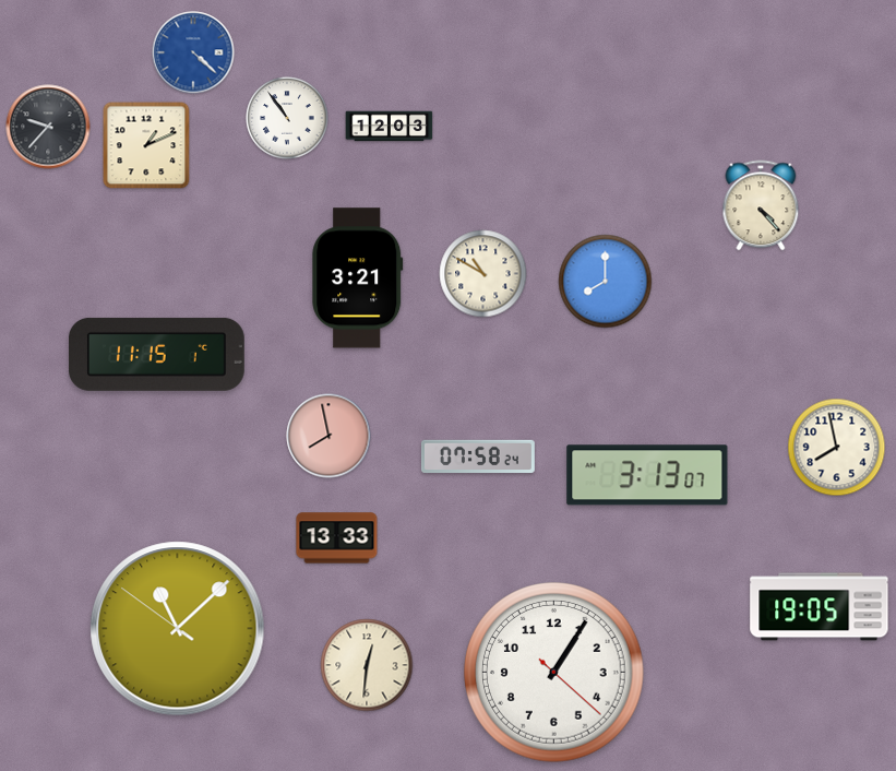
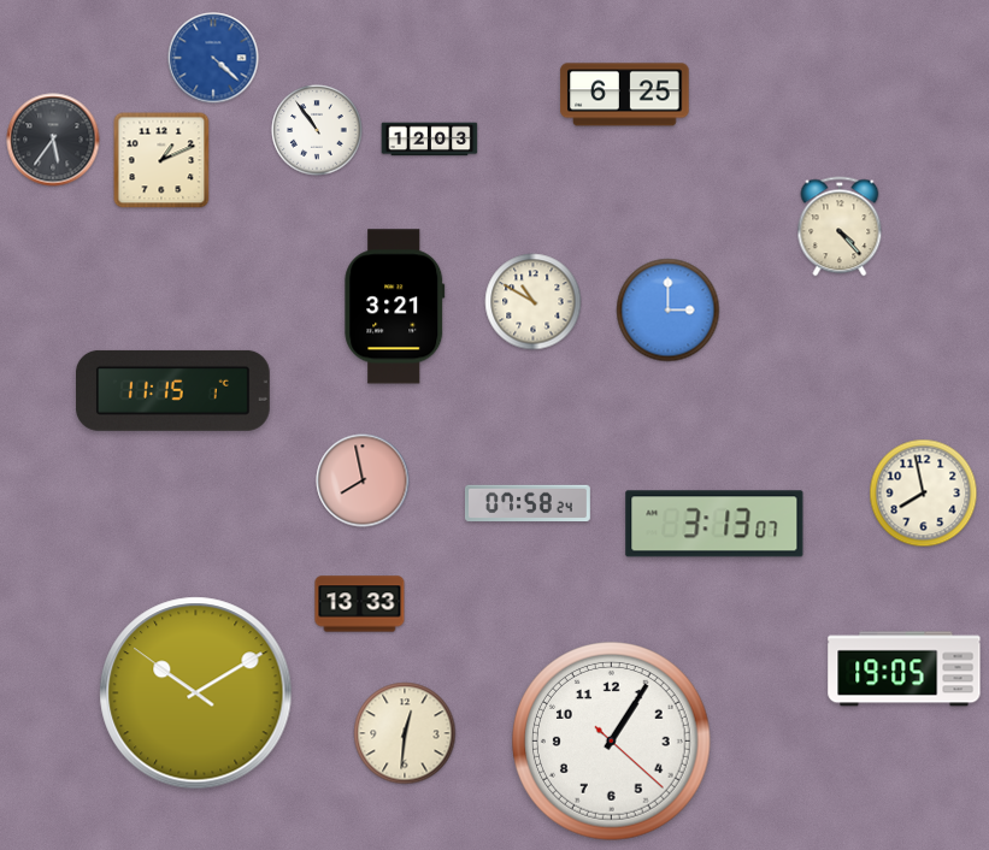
clock at (625, 95): none -> 6:25
clock at (48, 127): 9:37 -> 5:36
clock at (606, 282): 8:00 -> 3:00
clock at (337, 538) position: (337, 538) -> (360, 604)
clock at (178, 629): 11:07 -> 10:09
